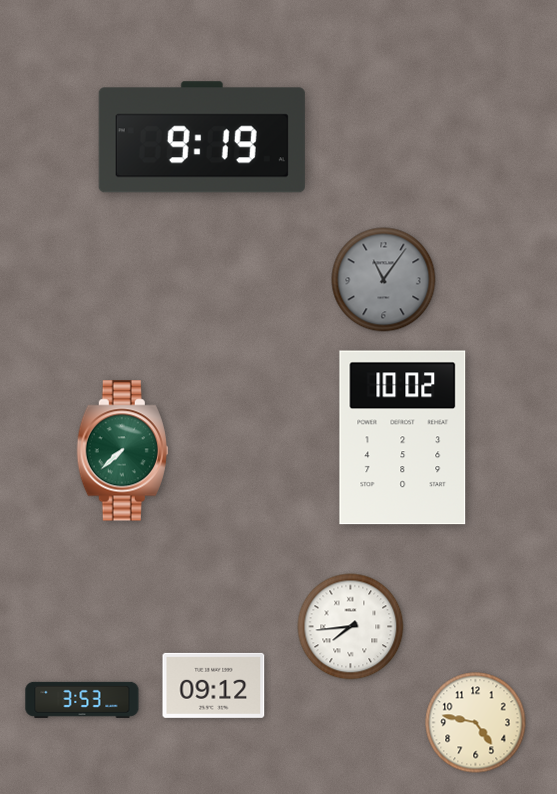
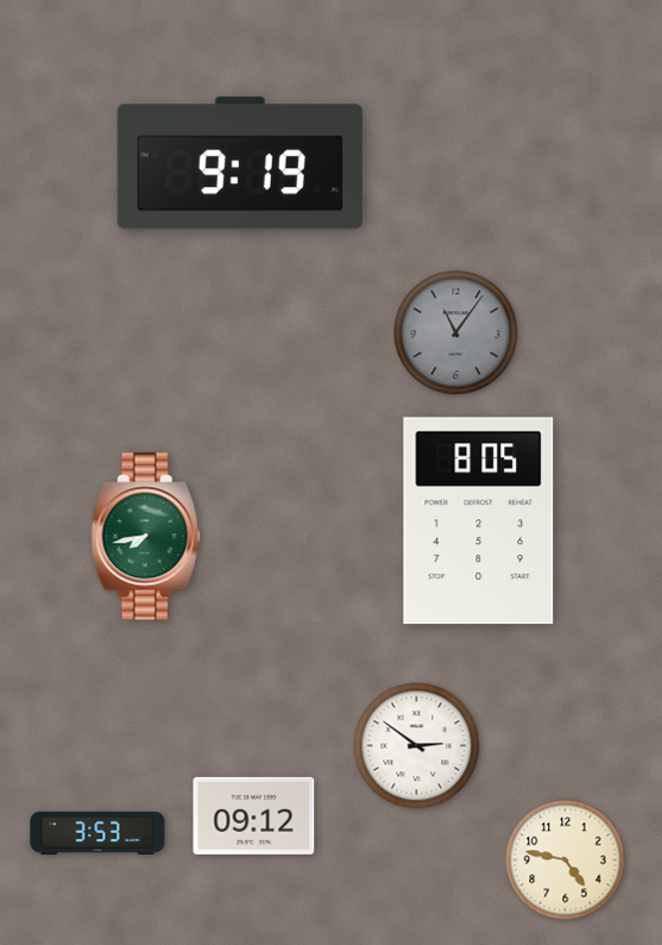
clock at (403, 438): 10:02 -> 8:05
clock at (122, 451): 7:38 -> 7:43
clock at (351, 627): 7:44 -> 2:51
